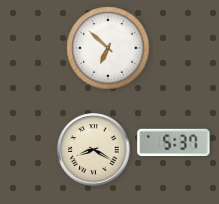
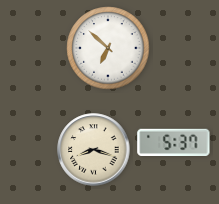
clock at (94, 150): 8:20 -> 8:18
